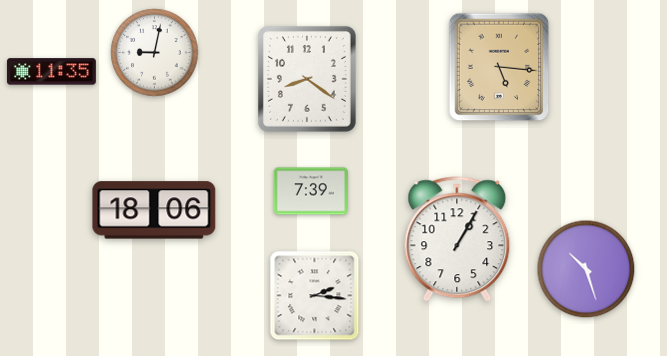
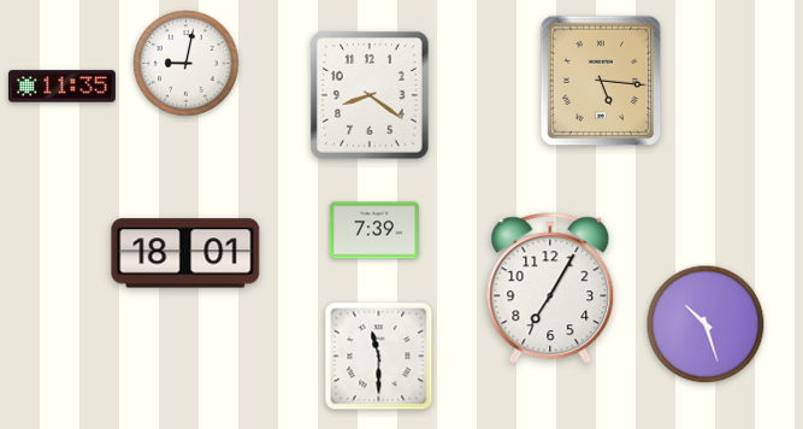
clock at (154, 210): 18:06 -> 18:01
clock at (457, 240): 1:05 -> 7:05
clock at (315, 296): 2:16 -> 11:30
